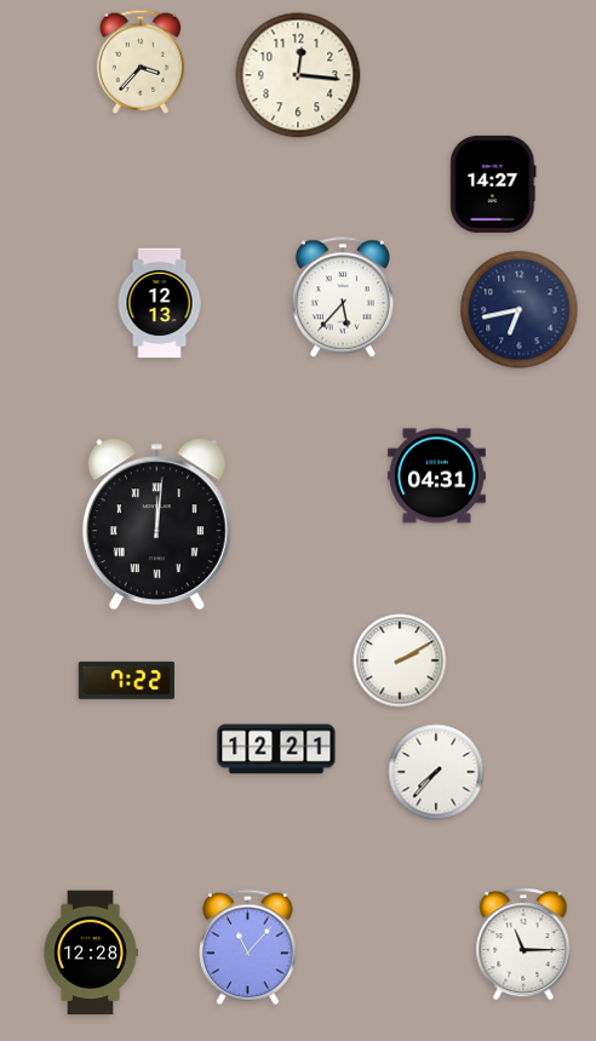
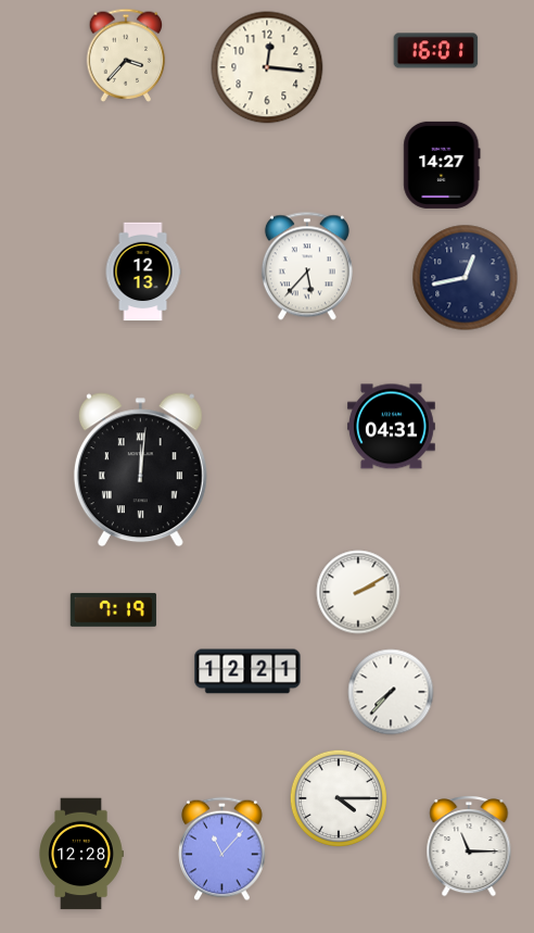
clock at (436, 51): none -> 16:01
clock at (520, 310): 6:43 -> 12:43
clock at (126, 680): 7:22 -> 7:19
clock at (339, 798): none -> 4:15
